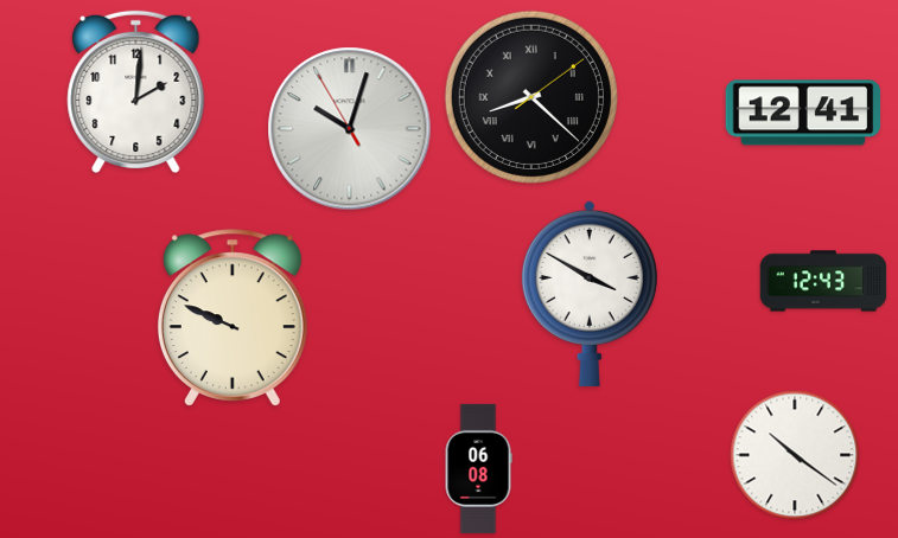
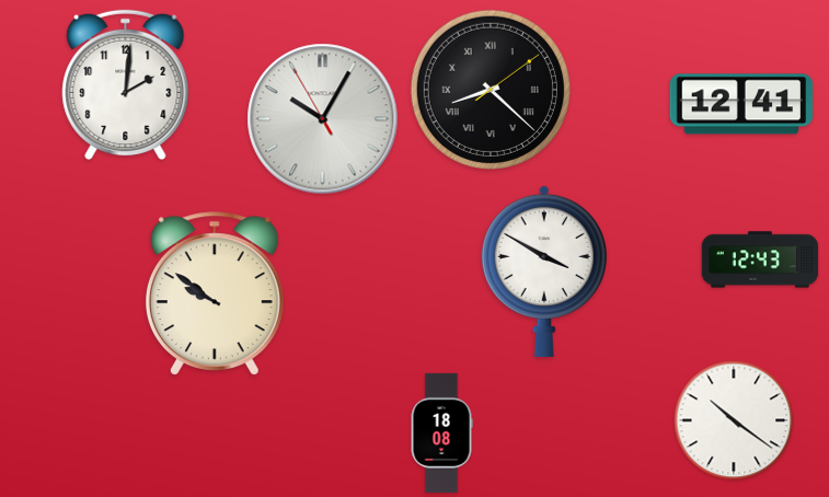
clock at (350, 129): 10:02 -> 10:04
clock at (233, 318): 9:49 -> 9:51
clock at (478, 468): 06:08 -> 18:08
